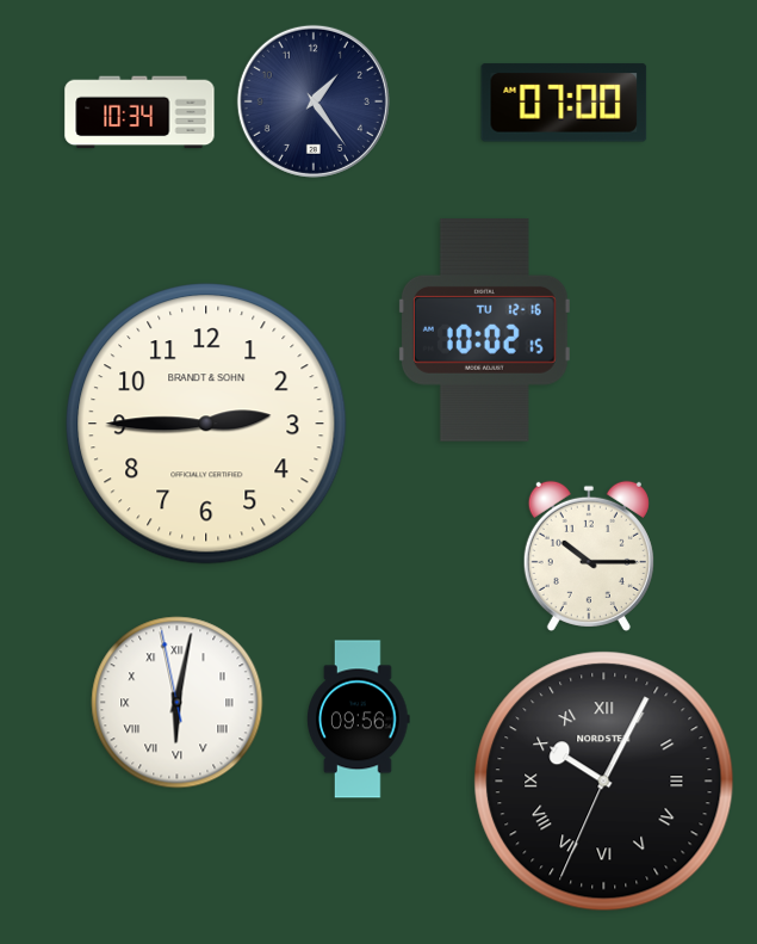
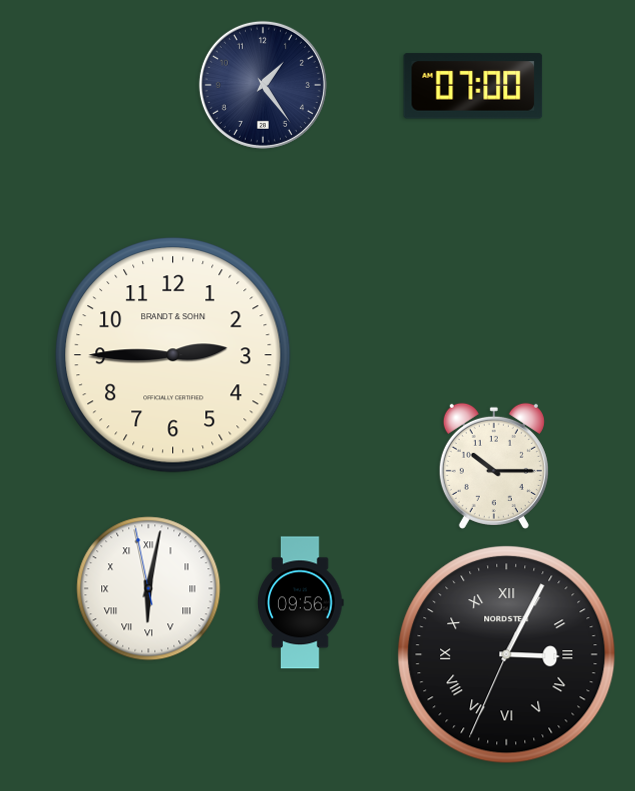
clock at (139, 112): 10:34 -> none
clock at (484, 329): 10:02 -> none
clock at (604, 782): 10:04 -> 3:04
